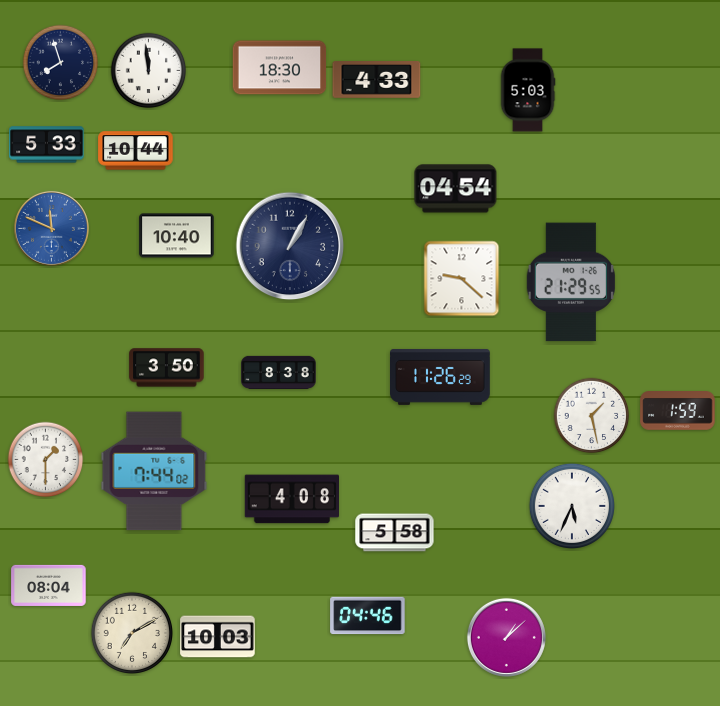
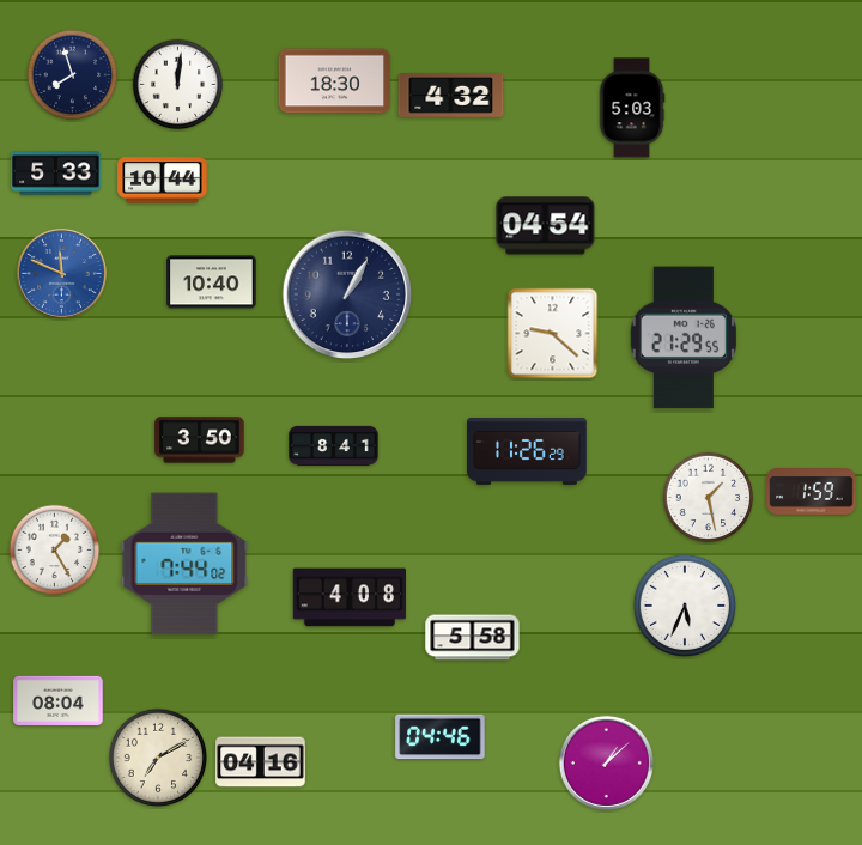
clock at (149, 71): 11:59 -> 12:01
clock at (377, 80): 4:33 -> 4:32
clock at (279, 373): 8:38 -> 8:41
clock at (46, 460): 1:30 -> 1:25
clock at (218, 637): 10:03 -> 04:16
